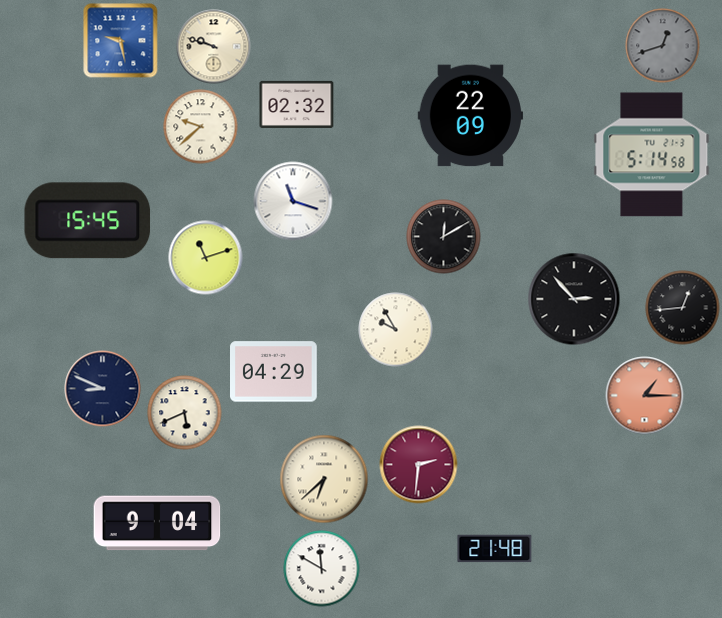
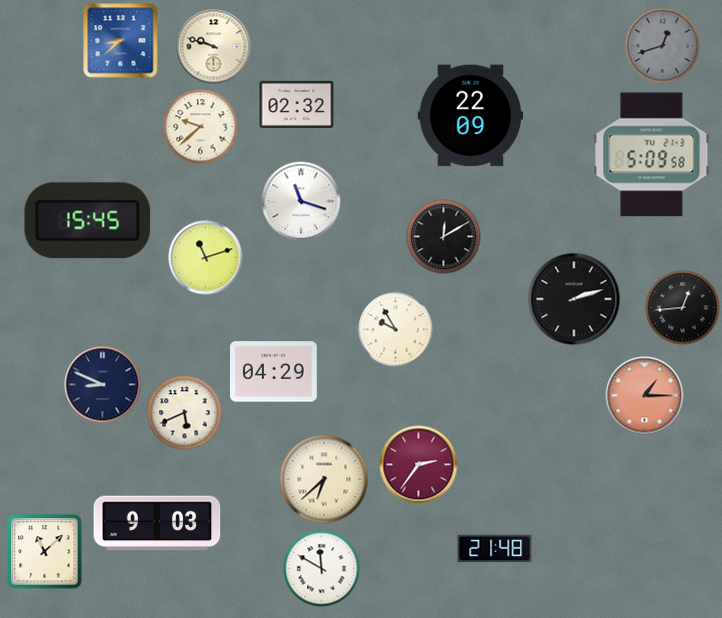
clock at (121, 41): 9:28 -> 8:38
clock at (652, 155): 5:14 -> 5:09
clock at (293, 201) position: (293, 201) -> (301, 201)
clock at (574, 299): 2:53 -> 2:12
clock at (103, 389) position: (103, 389) -> (103, 385)
clock at (419, 465): 2:31 -> 2:36
clock at (157, 523): 9:04 -> 9:03
clock at (45, 552): none -> 11:08
